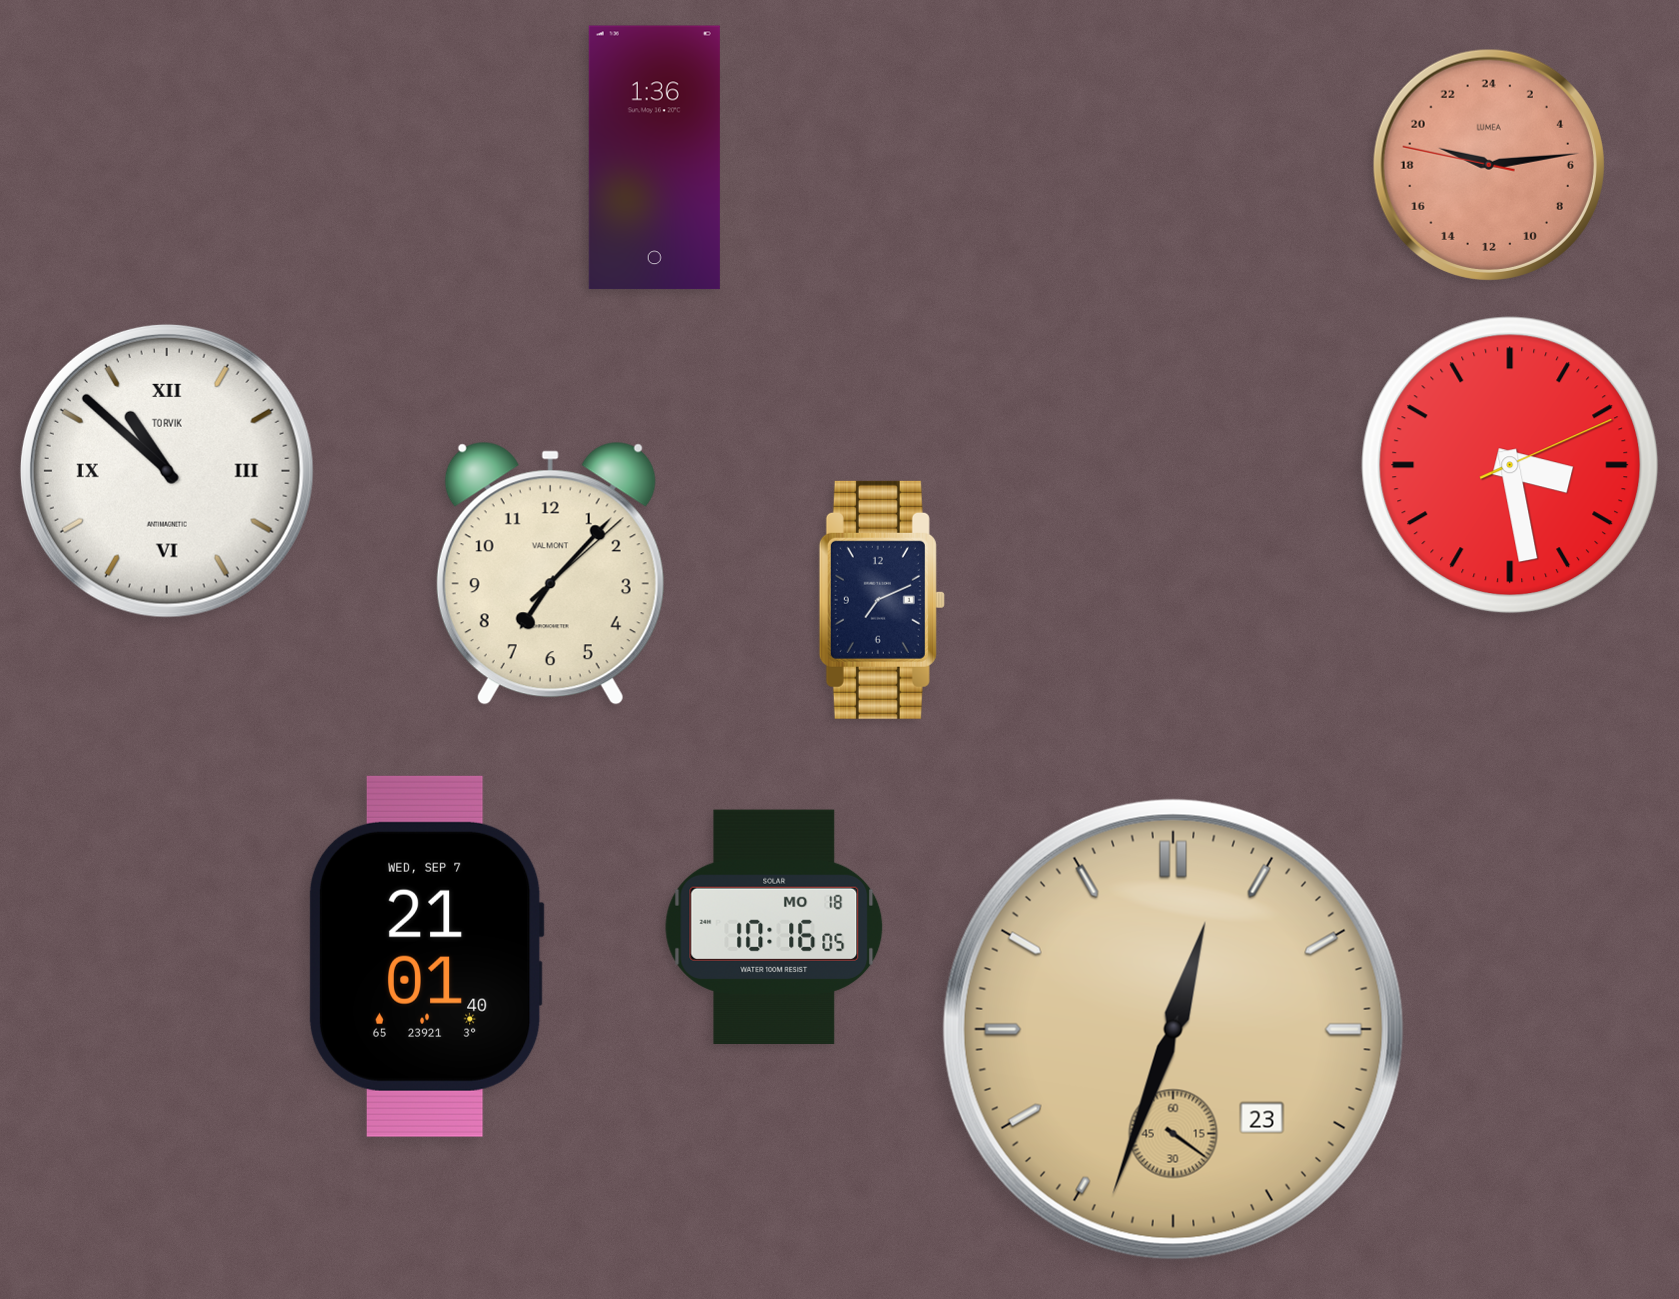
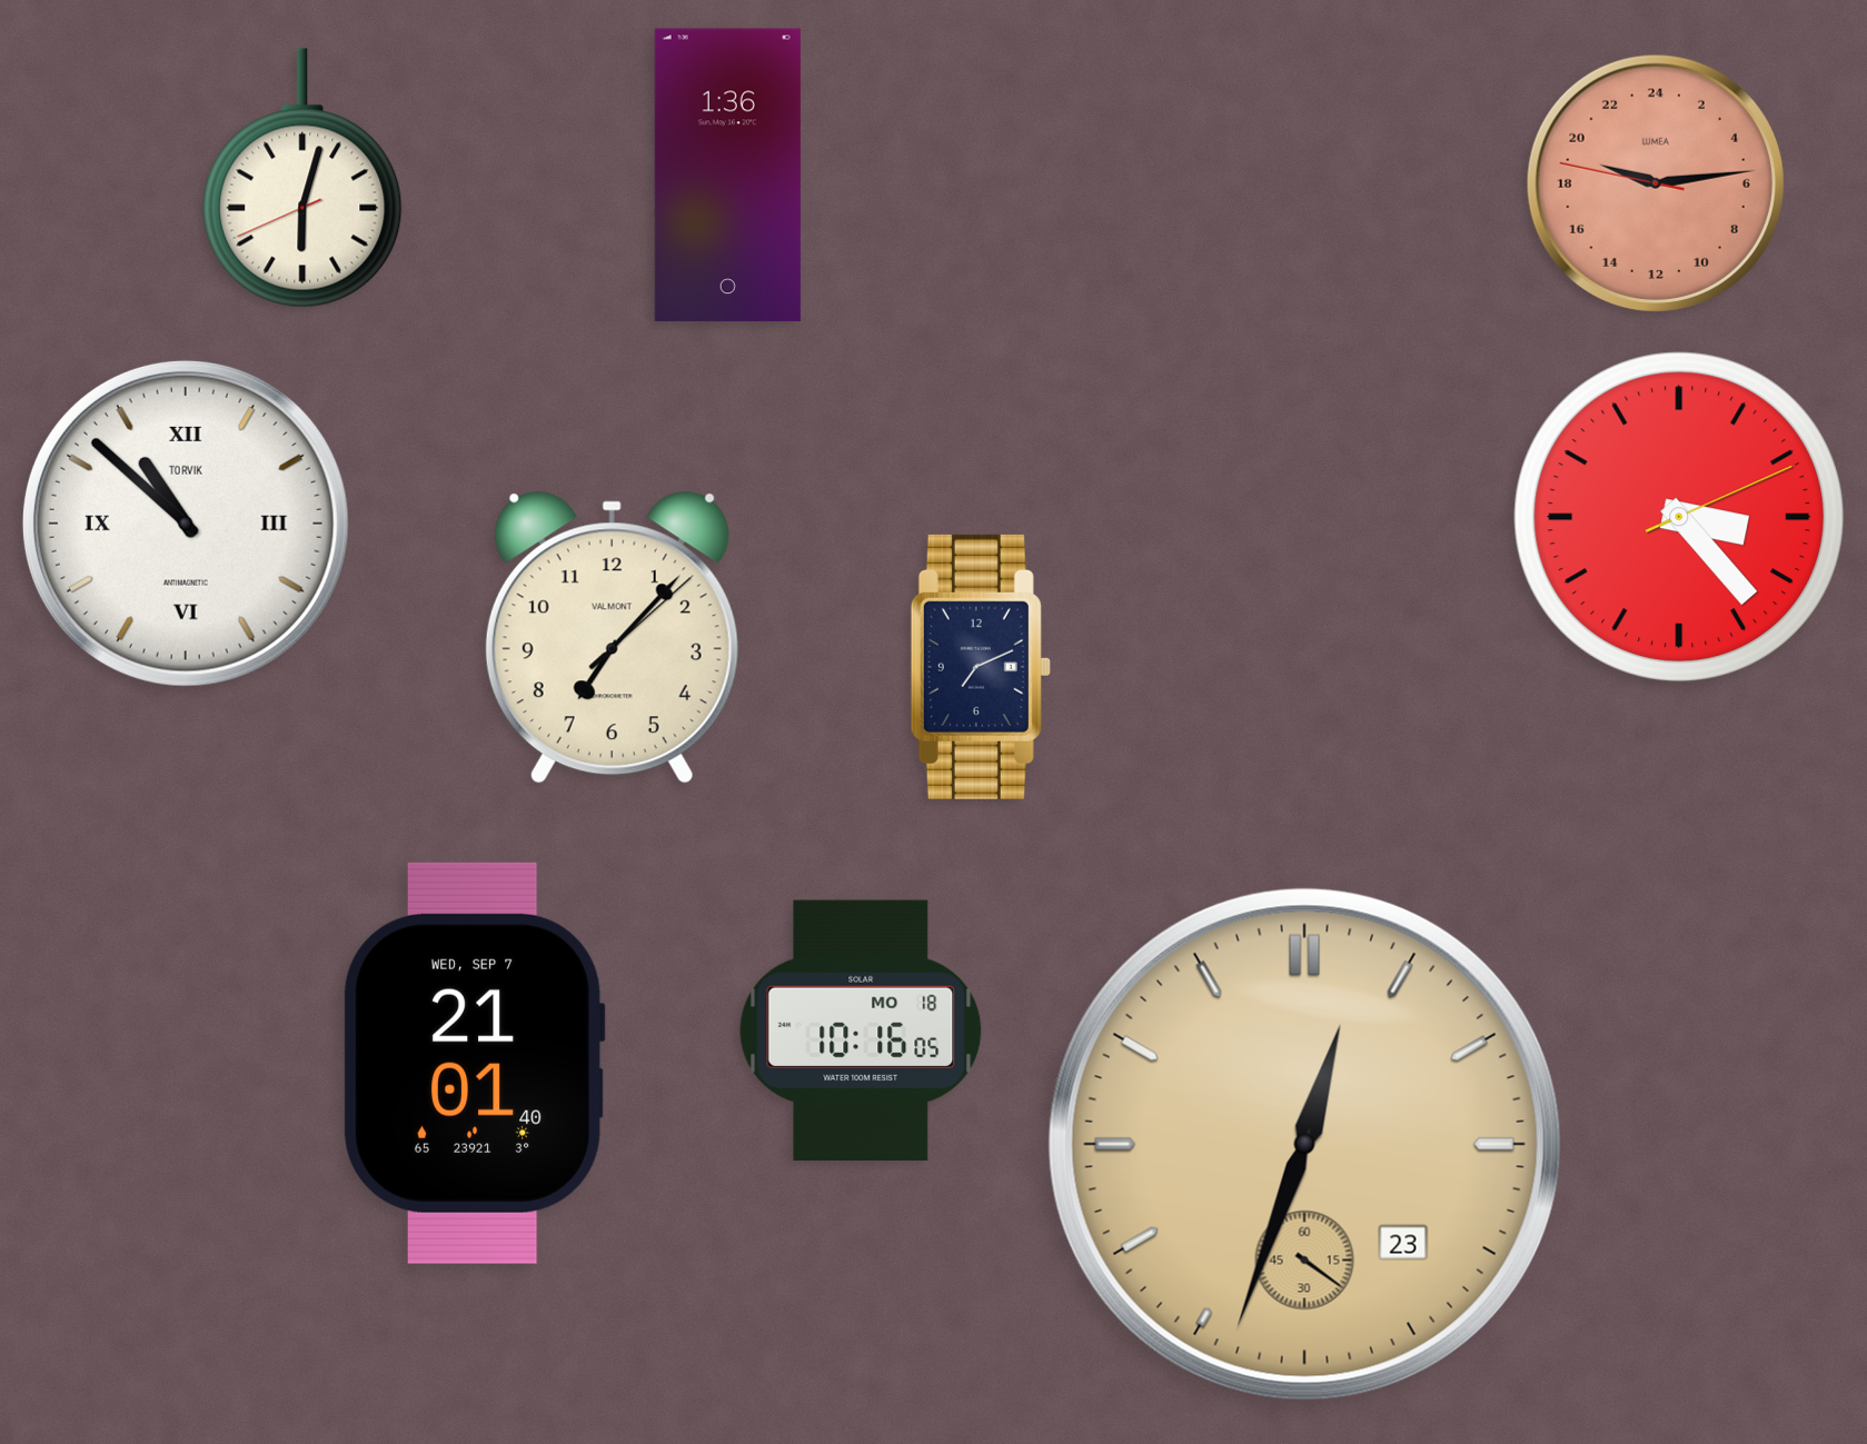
clock at (302, 178): none -> 6:02
clock at (1510, 465): 3:28 -> 3:23
